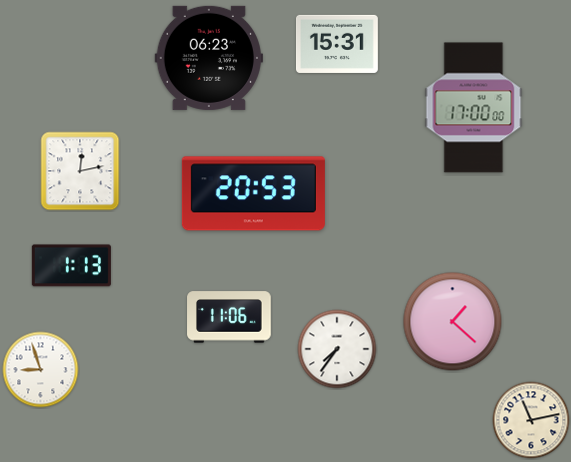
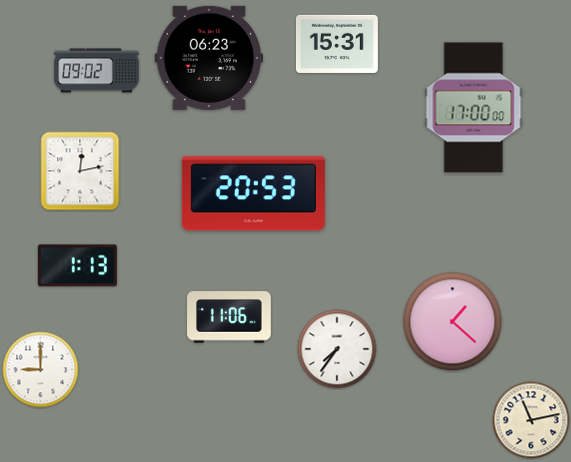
clock at (97, 71): none -> 09:02
clock at (71, 266) position: (71, 266) -> (77, 266)
clock at (41, 370): 8:57 -> 9:00
